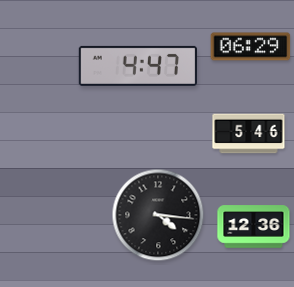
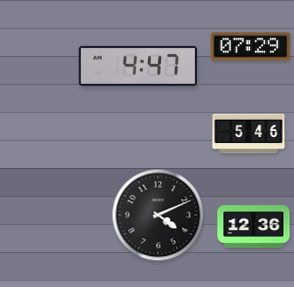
clock at (251, 47): 06:29 -> 07:29
clock at (158, 215): 4:16 -> 4:11
